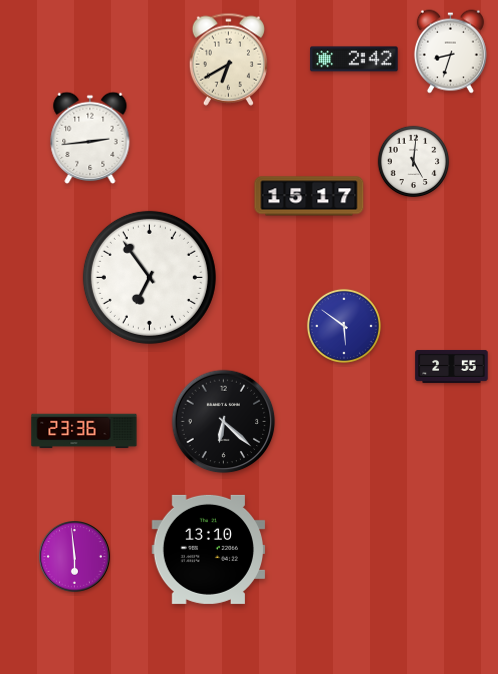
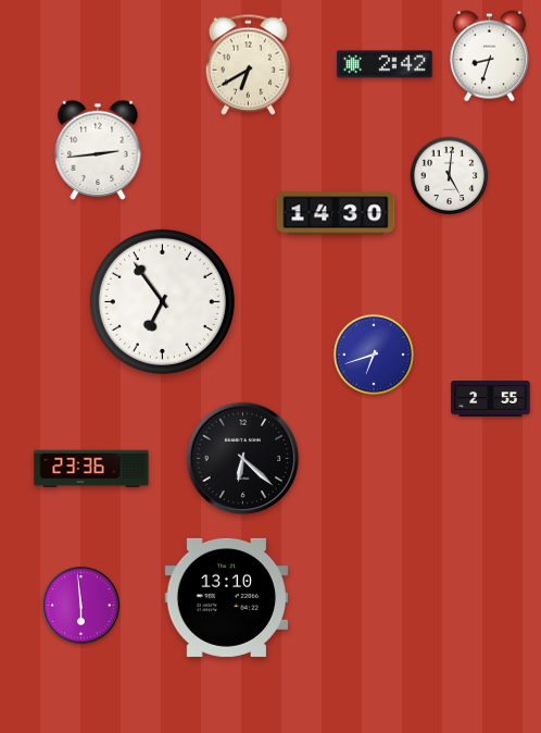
clock at (309, 196): 15:17 -> 14:30
clock at (344, 326): 5:51 -> 6:42
